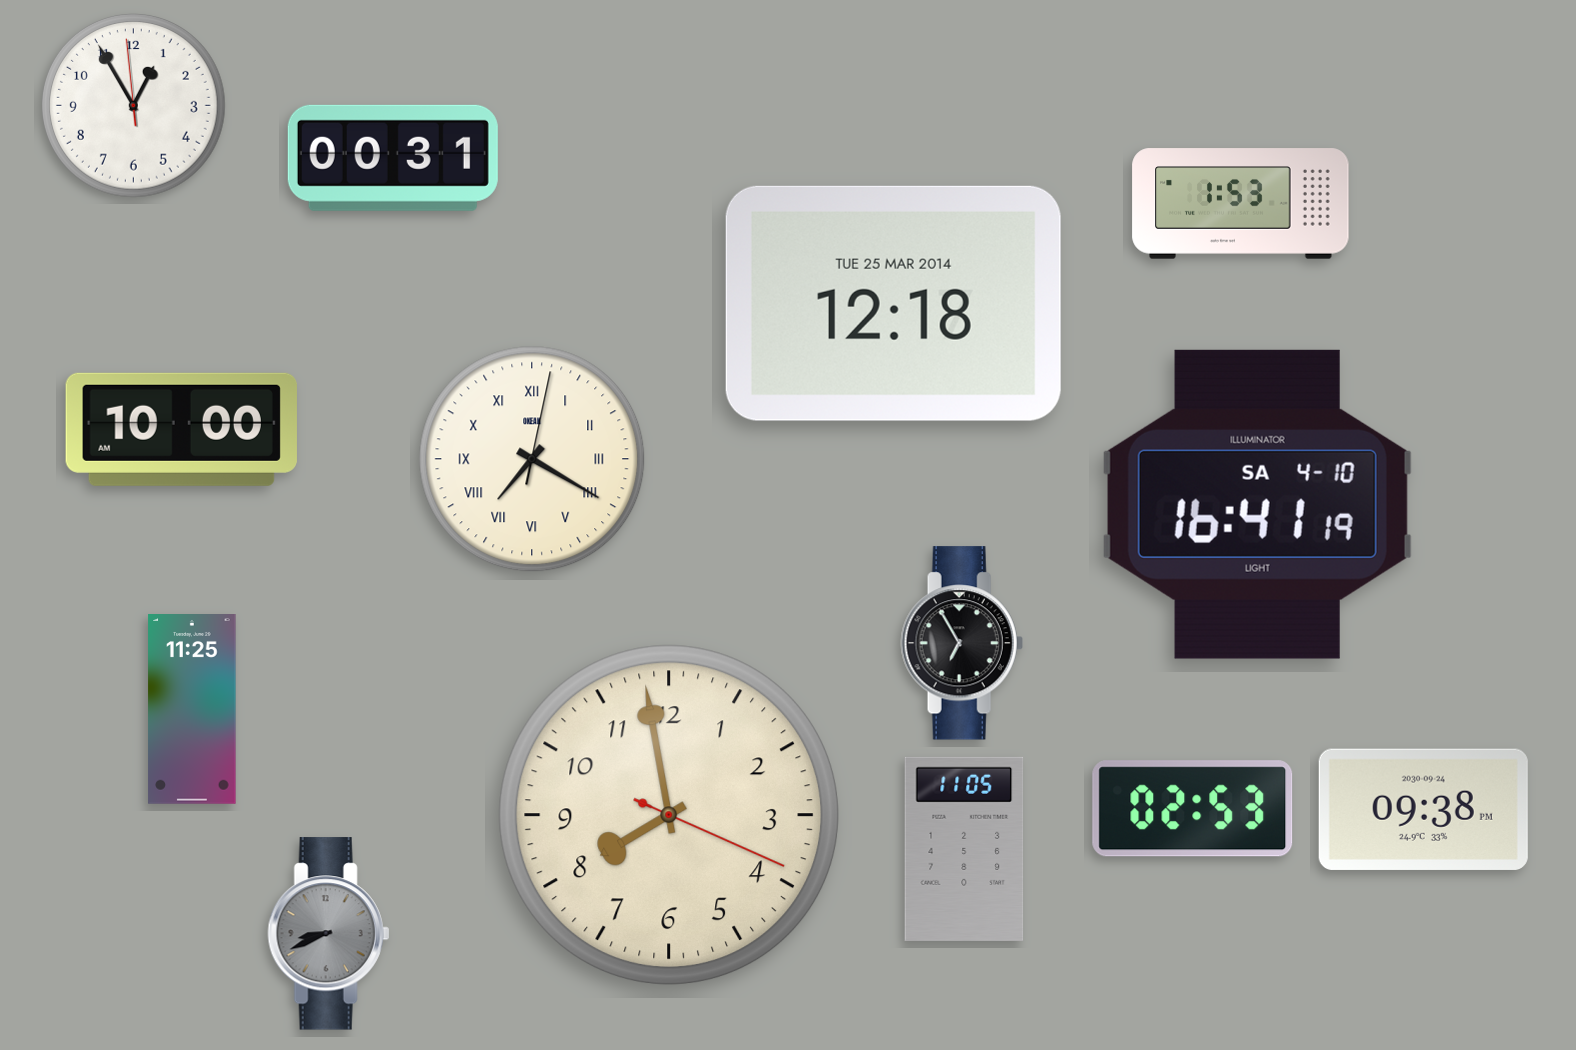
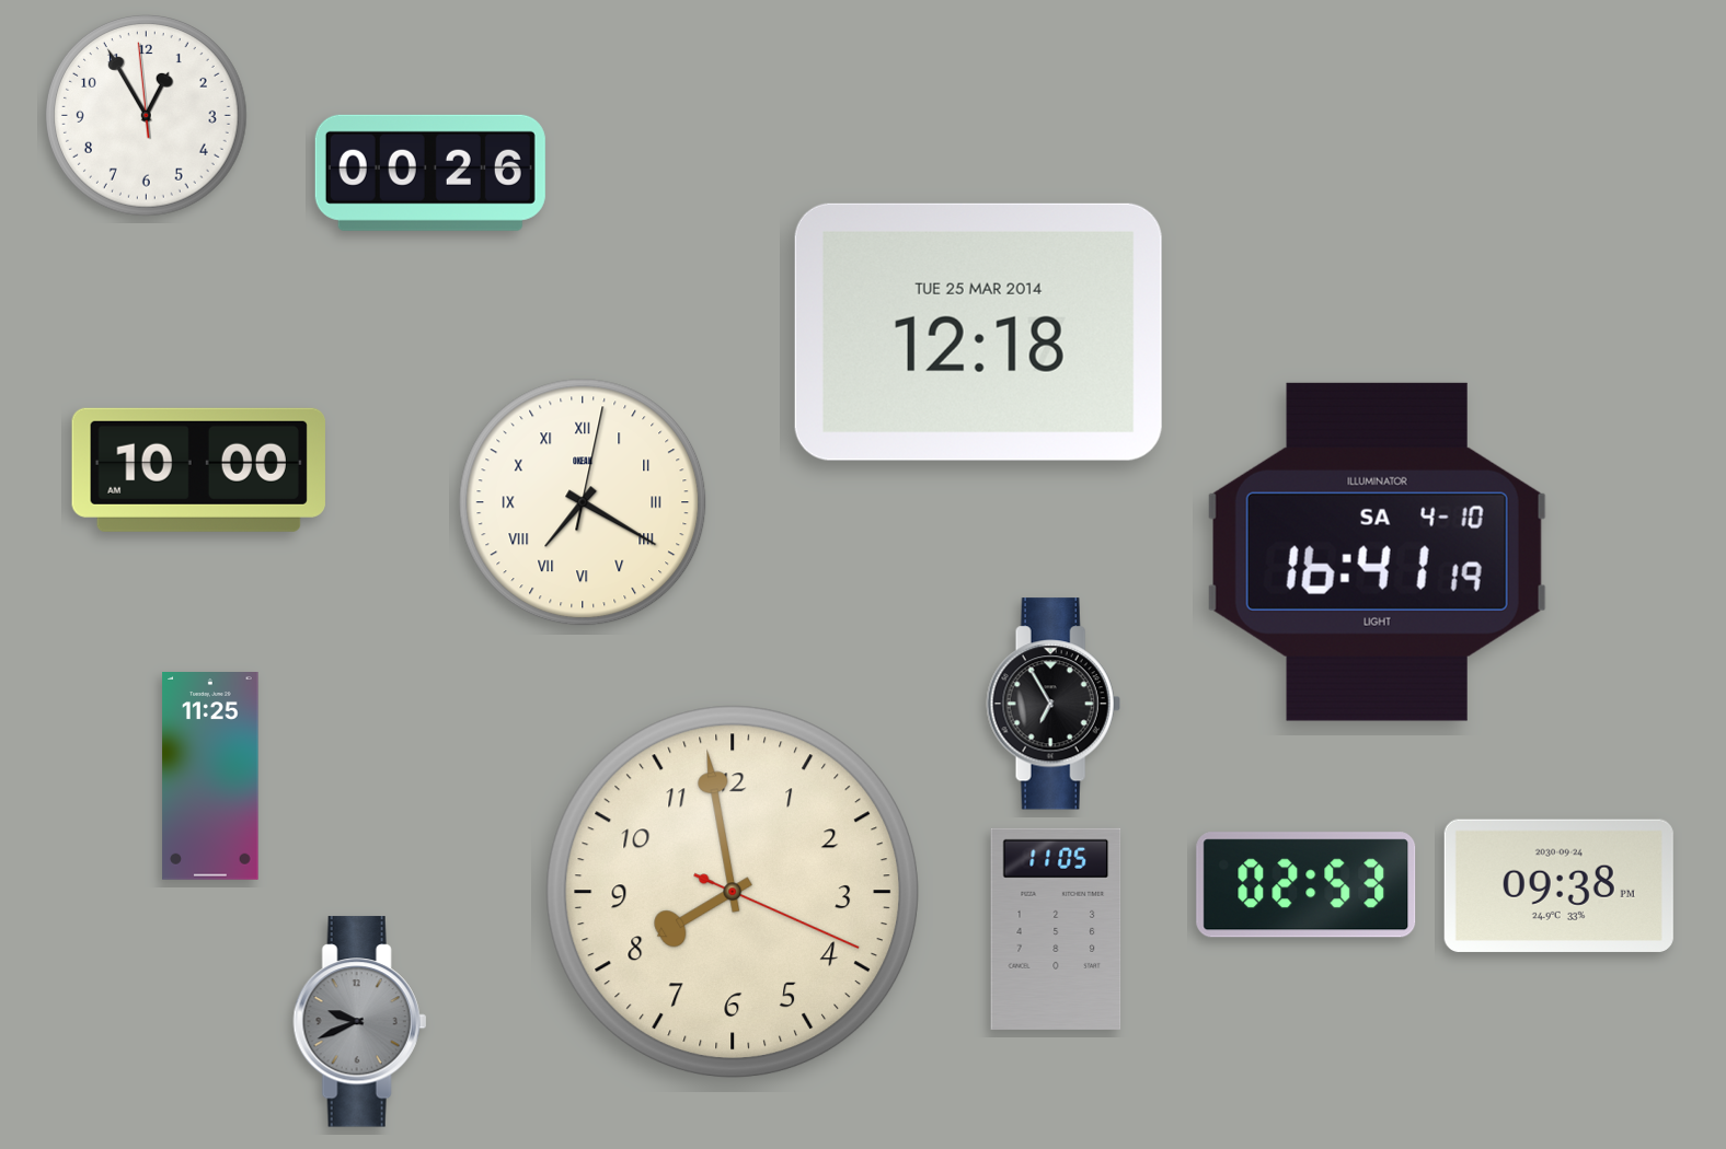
clock at (393, 158): 00:31 -> 00:26
clock at (1241, 204): 1:53 -> none
clock at (328, 934): 8:41 -> 9:41
